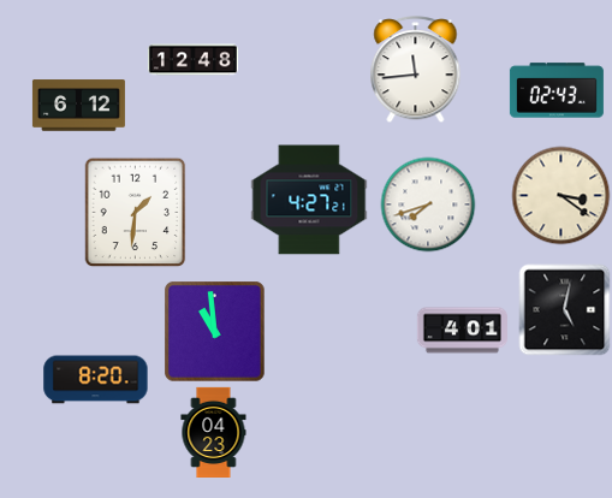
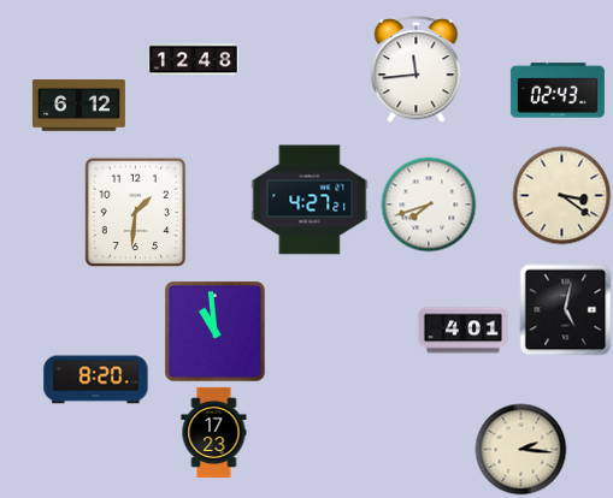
clock at (214, 432): 04:23 -> 17:23
clock at (521, 450): none -> 2:16
